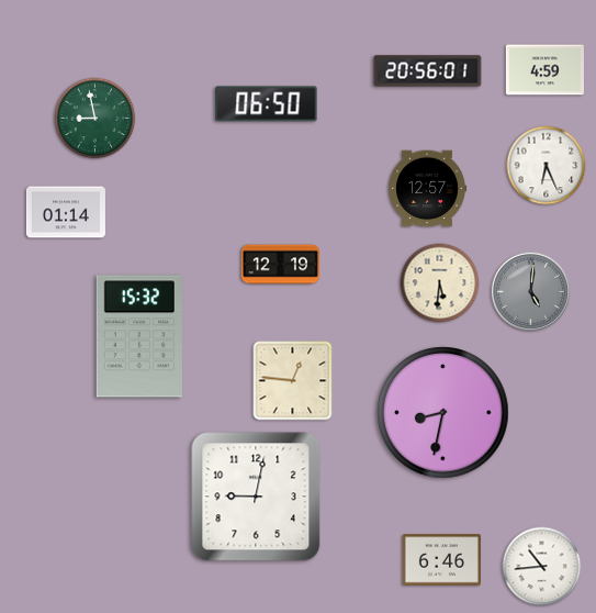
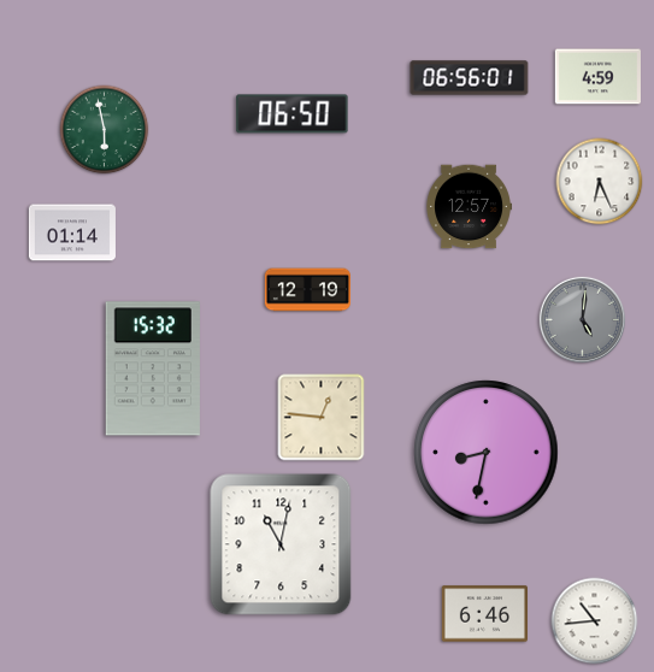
clock at (428, 71): 20:56 -> 06:56
clock at (95, 119): 8:58 -> 5:58
clock at (440, 283): 5:31 -> none
clock at (256, 497): 9:02 -> 11:02
